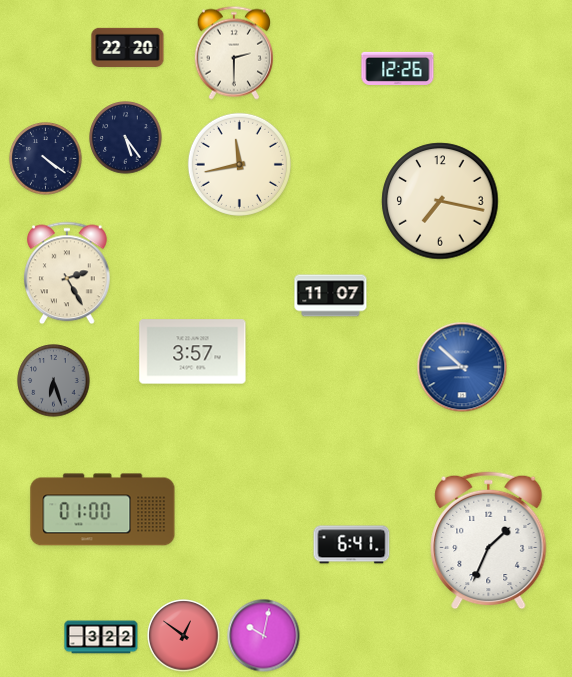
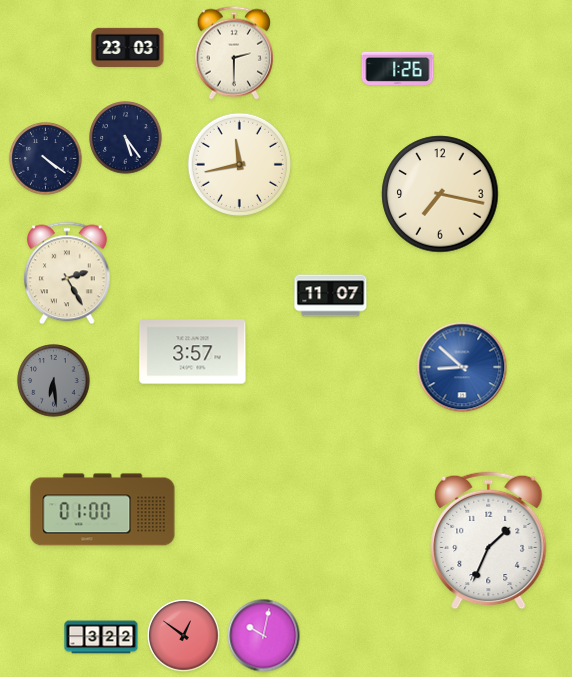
clock at (128, 47): 22:20 -> 23:03
clock at (398, 68): 12:26 -> 1:26
clock at (440, 201) position: (440, 201) -> (440, 194)
clock at (54, 381): 6:27 -> 6:29
clock at (352, 545): 6:41 -> none
